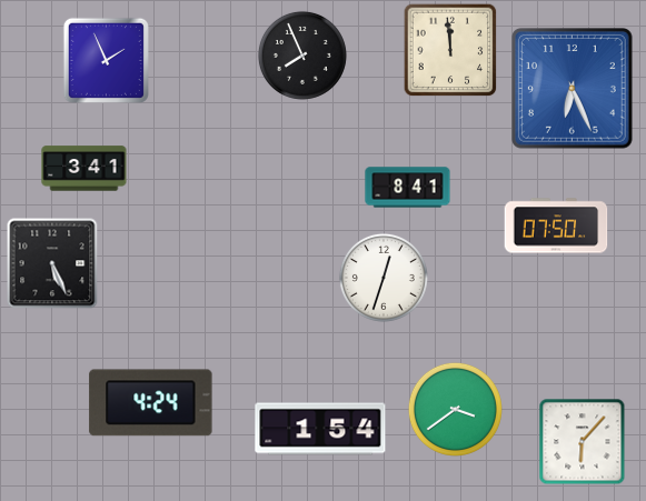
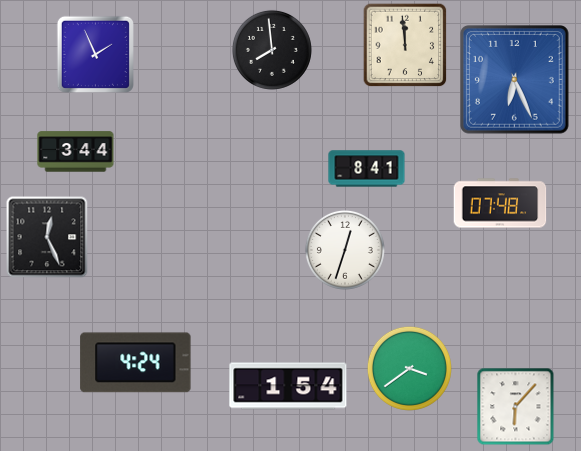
clock at (302, 56): 7:56 -> 7:59
clock at (85, 169): 3:41 -> 3:44
clock at (556, 226): 07:50 -> 07:48
clock at (52, 263): 5:26 -> 12:26
clock at (582, 441) position: (582, 441) -> (515, 406)
